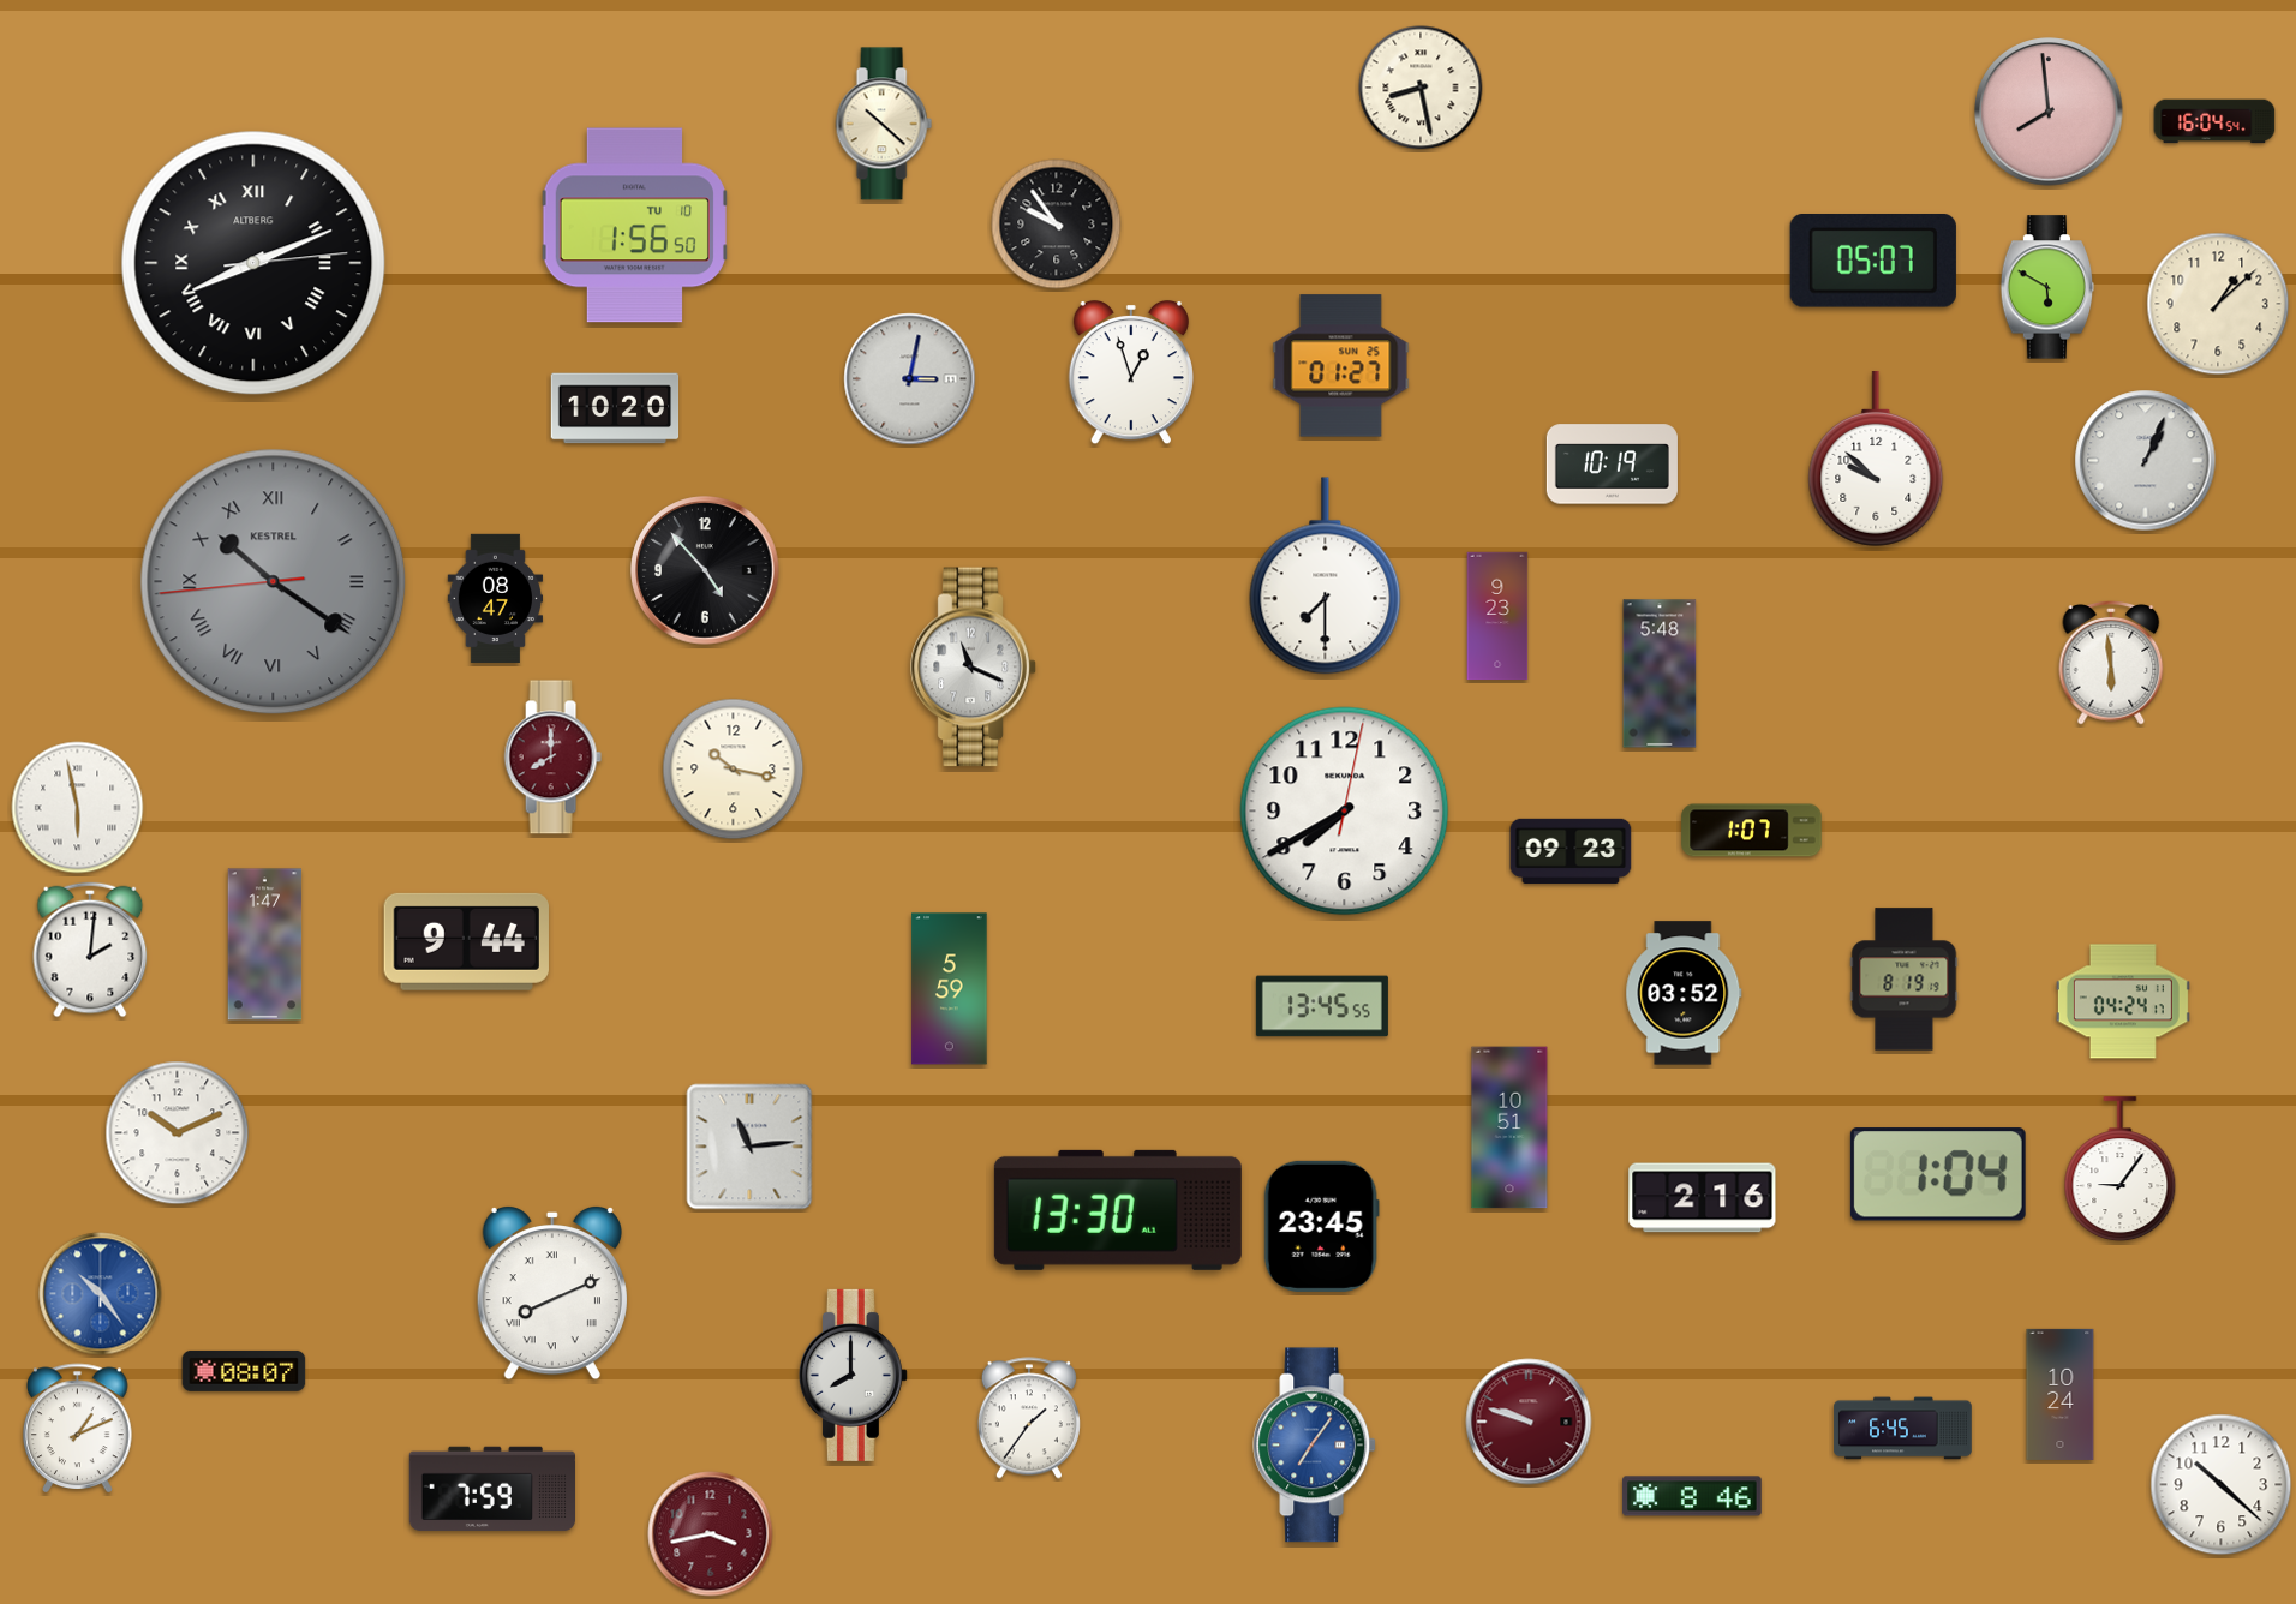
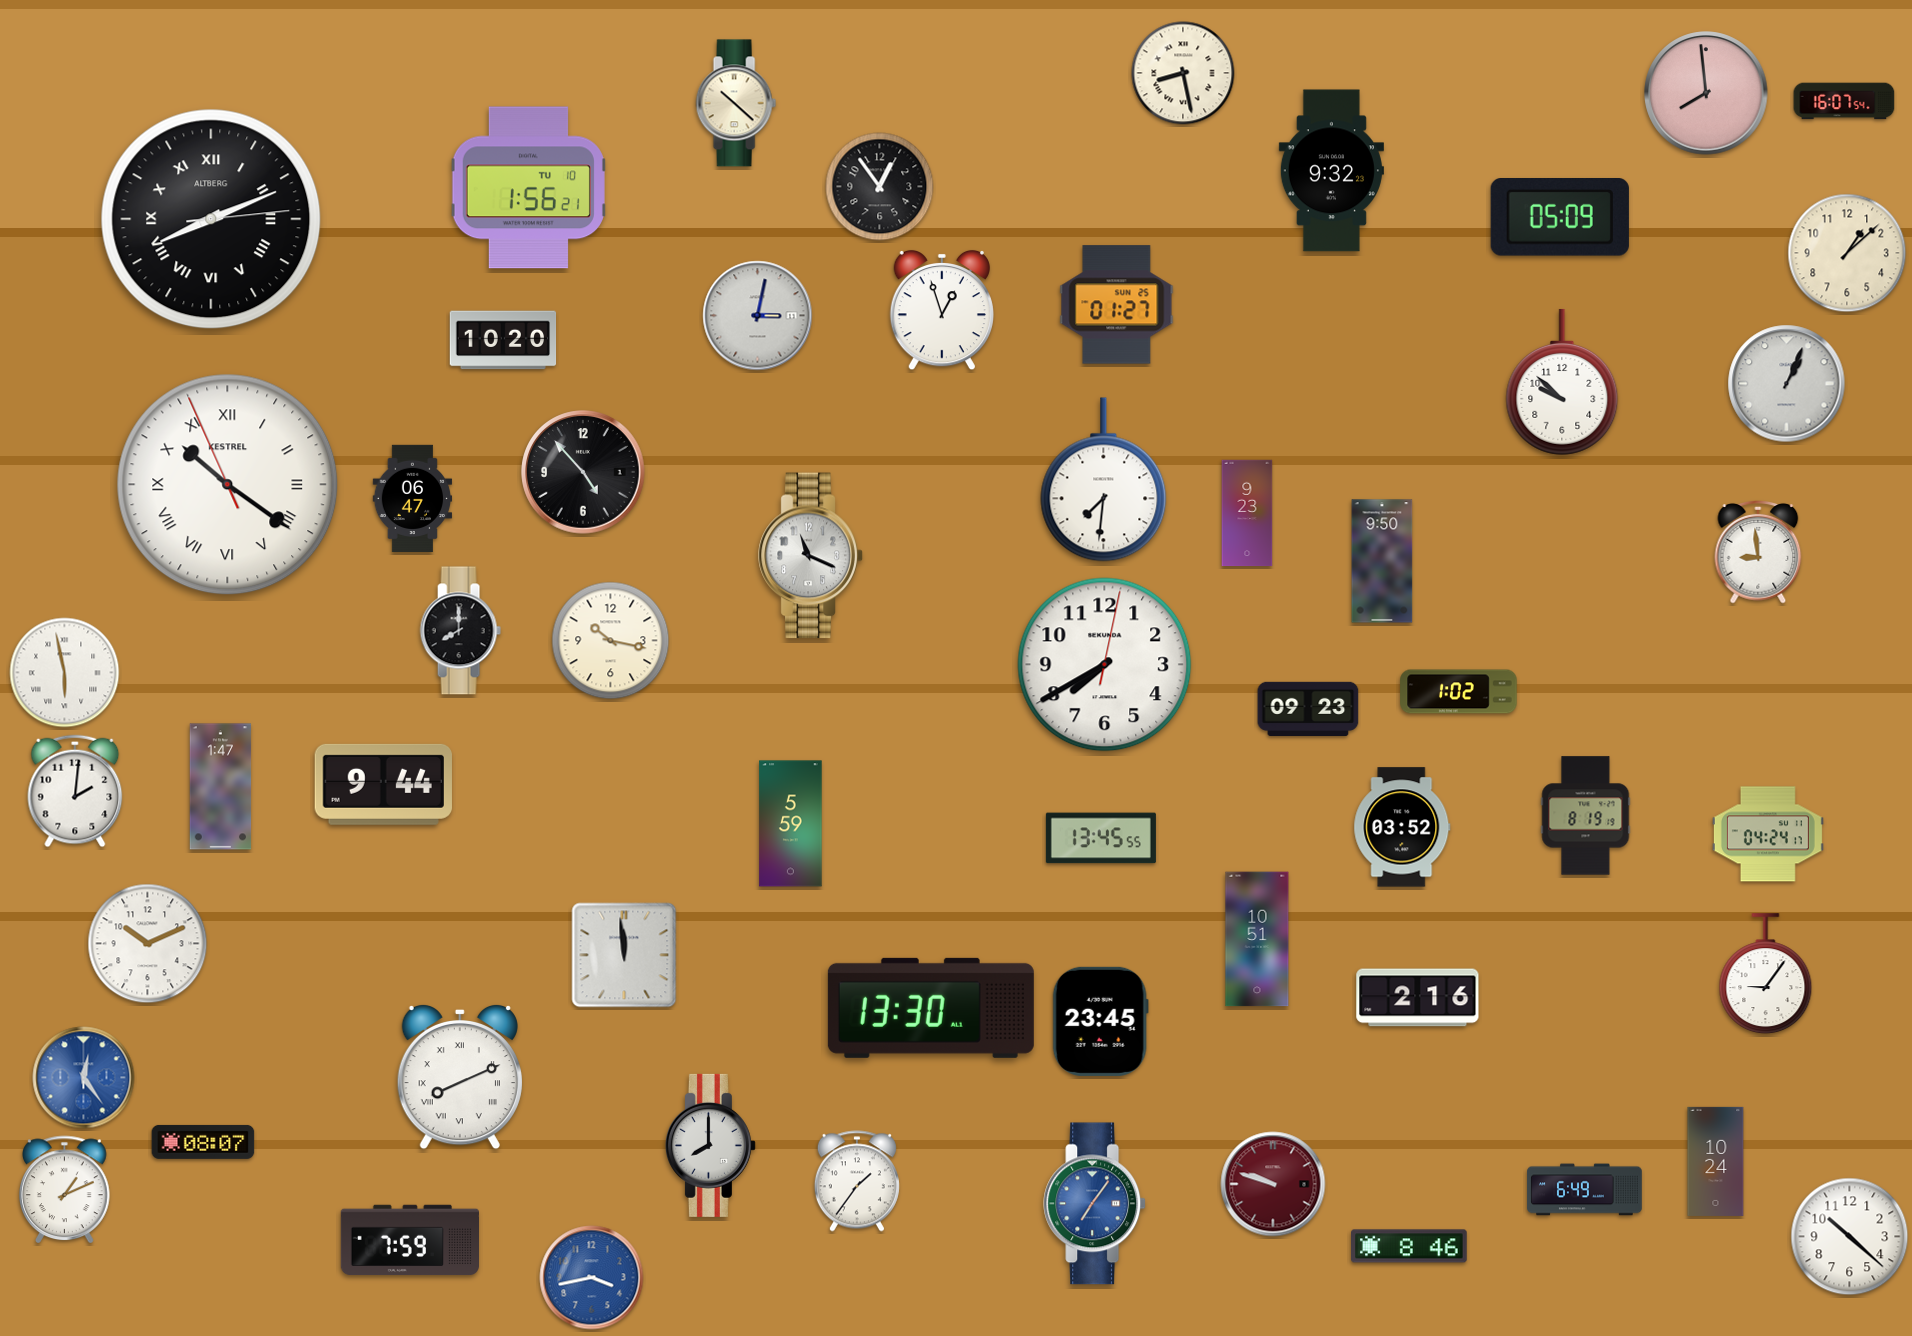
clock at (2214, 121): 16:04 -> 16:07
clock at (1331, 171): none -> 9:32
clock at (1057, 225): 9:54 -> 12:54
clock at (634, 226): 1:56:50 -> 1:56:21
clock at (1873, 261): 05:07 -> 05:09
clock at (2047, 287): 5:50 -> none
clock at (615, 408) position: (615, 408) -> (503, 340)
clock at (1612, 465): 10:19 -> none
clock at (705, 570) position: (705, 570) -> (583, 472)
clock at (1326, 576): 7:30 -> 7:31
clock at (274, 582): 10:20:44 -> 10:20:56
clock at (274, 582) dial: grey -> white
clock at (496, 598): 08:47 -> 06:47
clock at (2111, 664): 5:59 -> 8:59
clock at (1660, 674): 5:48 -> 9:50
clock at (552, 758) dial: burgundy -> black
clock at (1345, 812) position: (1345, 812) -> (1105, 665)
clock at (1752, 831): 1:07 -> 1:02
clock at (466, 941) position: (466, 941) -> (383, 784)
clock at (749, 1147): 11:14 -> 11:59
clock at (1938, 1174): 1:04 -> none
clock at (101, 1294): 10:24 -> 12:24
clock at (1903, 1429): 6:45 -> 6:49
clock at (711, 1534) dial: burgundy -> blue
